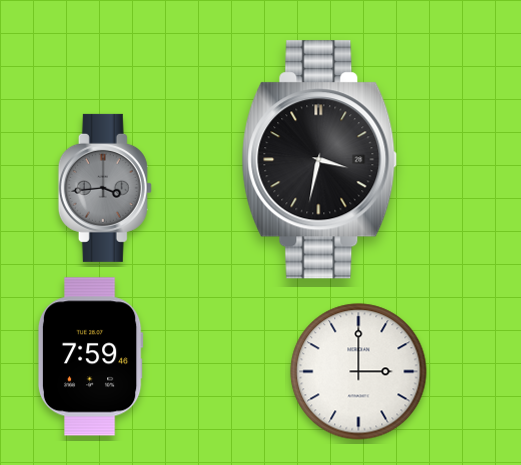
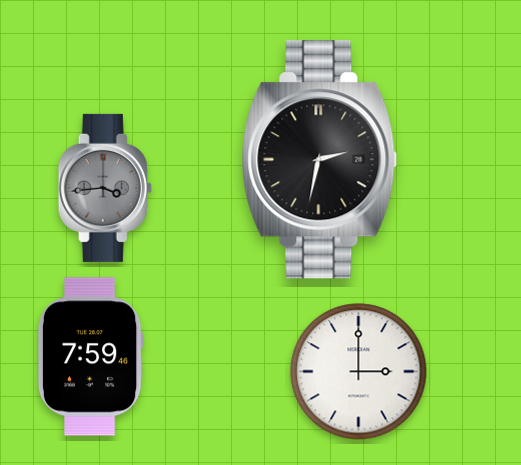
clock at (320, 160): 3:32 -> 2:32
